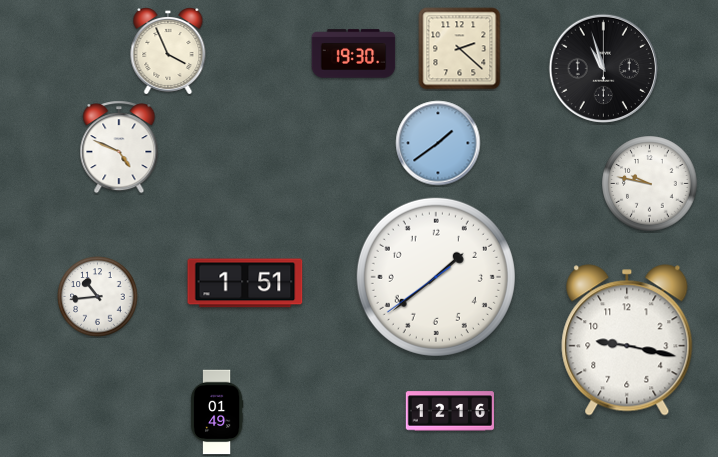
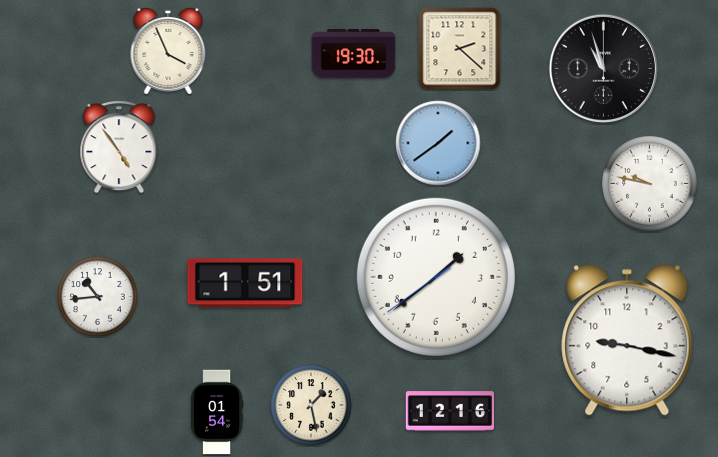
clock at (119, 147): 4:49 -> 4:54
clock at (311, 405): none -> 1:28
clock at (217, 412): 01:49 -> 01:54
